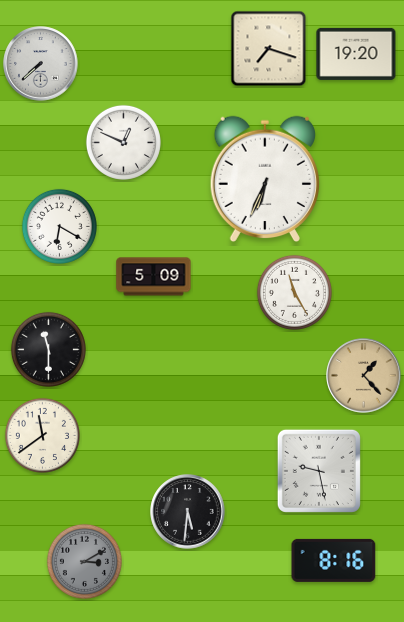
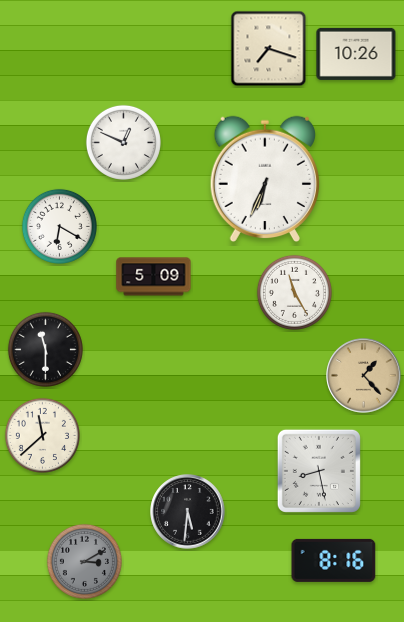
clock at (356, 54): 19:20 -> 10:26
clock at (41, 64): 7:38 -> none
clock at (48, 349) position: (48, 349) -> (45, 349)
clock at (42, 435): 11:39 -> 11:38
clock at (319, 471): 9:28 -> 8:28
